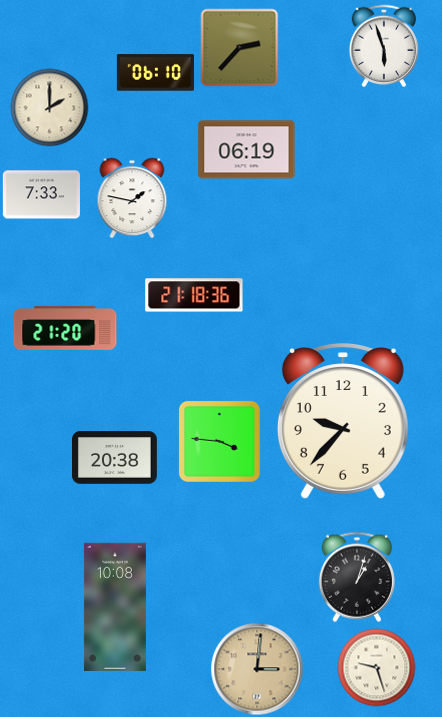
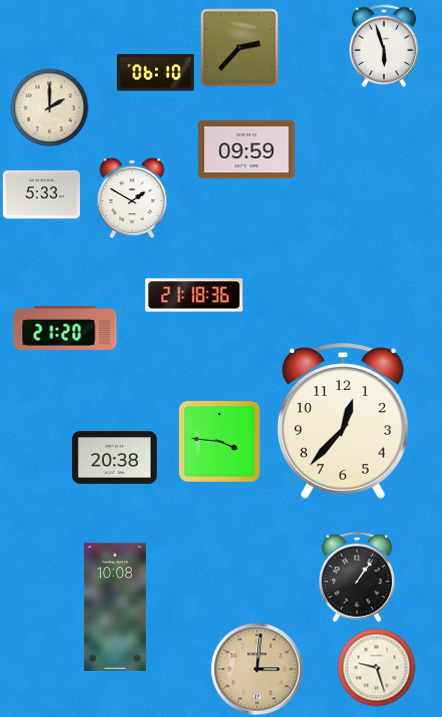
clock at (247, 150): 06:19 -> 09:59
clock at (41, 195): 7:33 -> 5:33
clock at (132, 198): 1:47 -> 1:50
clock at (343, 421): 9:37 -> 12:37
clock at (357, 577): 1:03 -> 1:06
